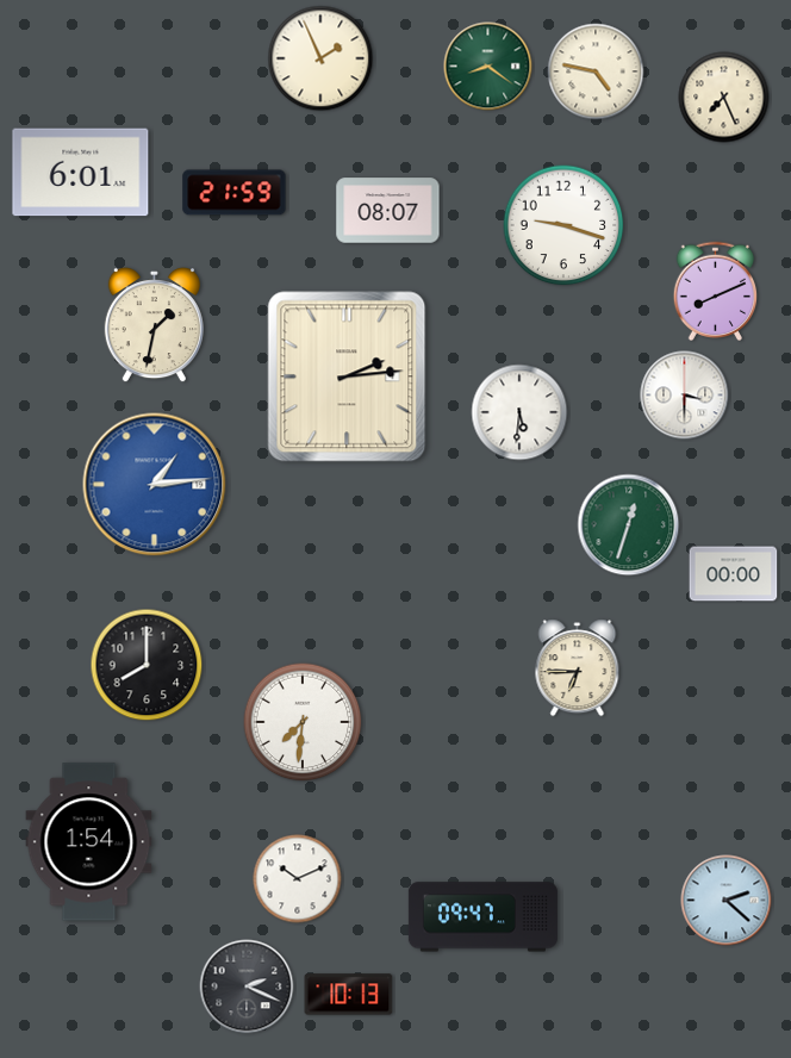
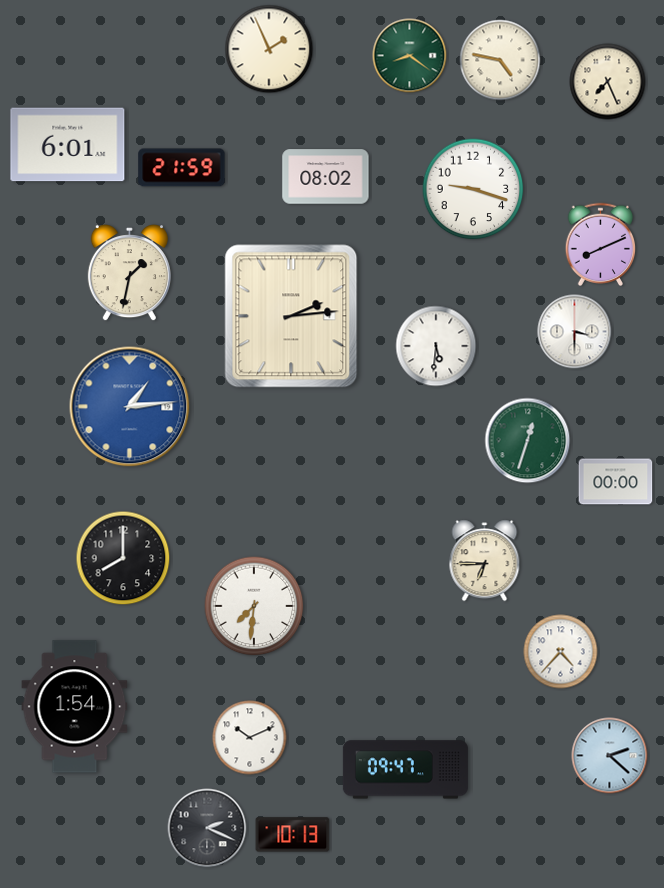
clock at (235, 193) position: (235, 193) -> (182, 168)
clock at (388, 211): 08:07 -> 08:02
clock at (561, 652): none -> 4:37
